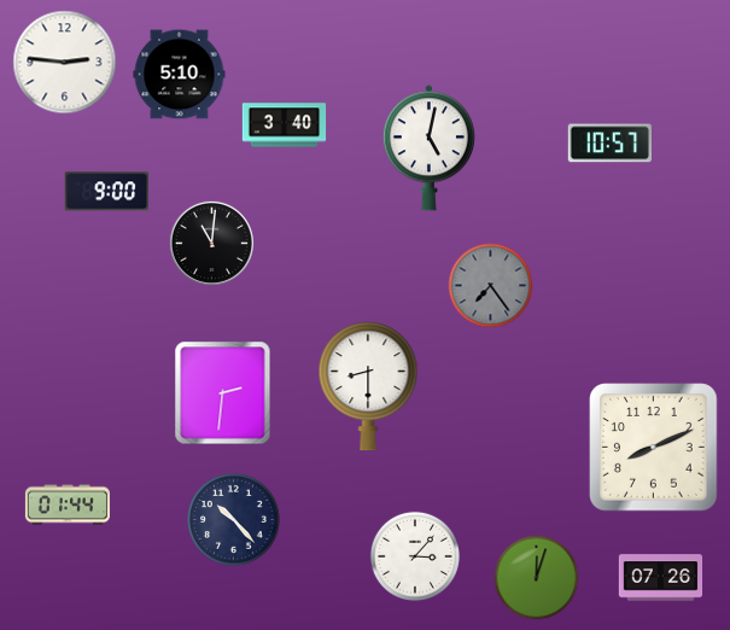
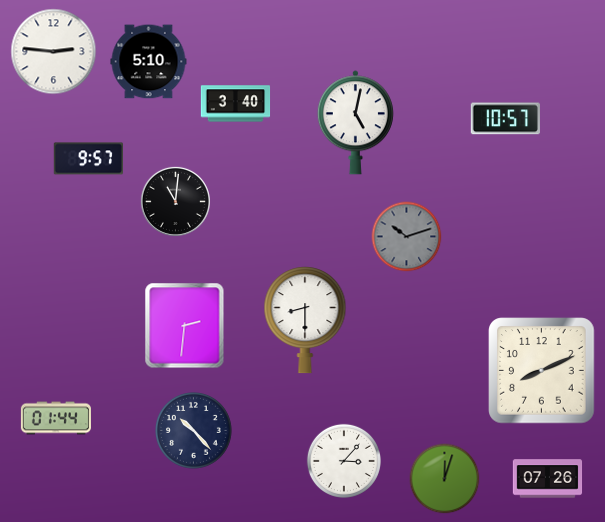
clock at (106, 192): 9:00 -> 9:57
clock at (491, 286): 7:24 -> 10:12
